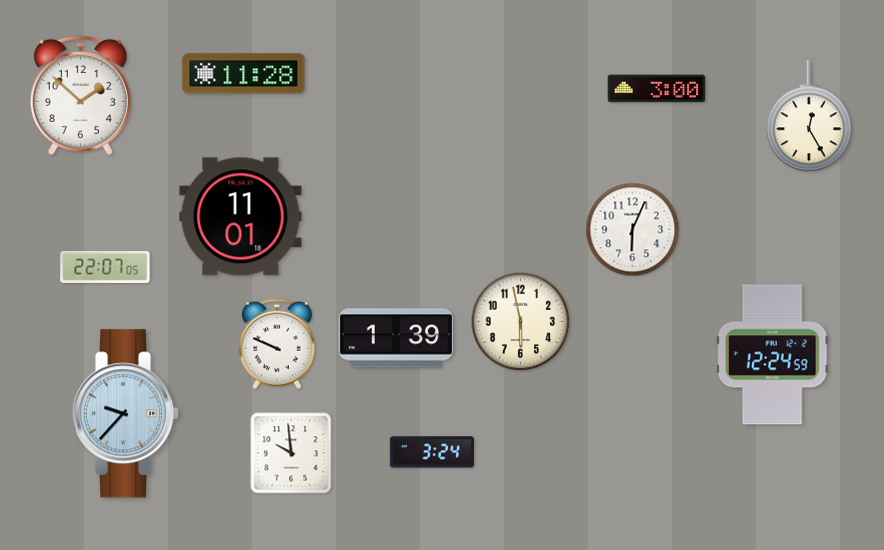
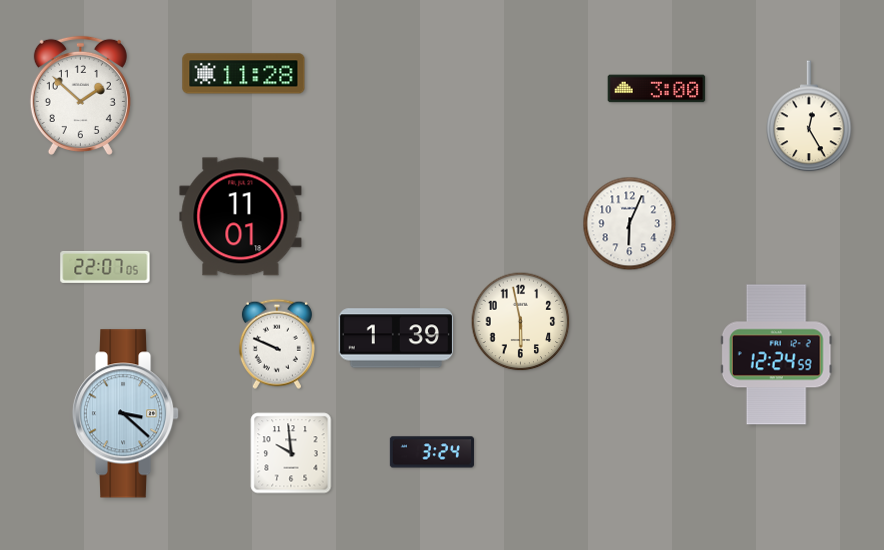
clock at (633, 230) position: (633, 230) -> (630, 224)
clock at (772, 355) position: (772, 355) -> (776, 355)
clock at (126, 414): 9:37 -> 3:22
